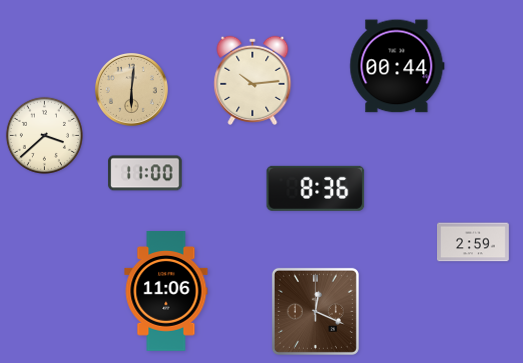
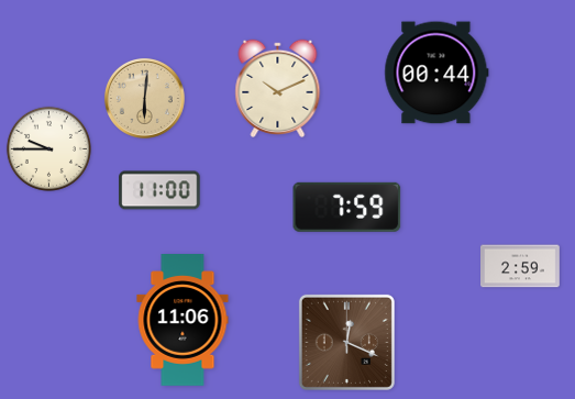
clock at (253, 80): 10:14 -> 10:11
clock at (44, 135): 3:38 -> 9:45
clock at (316, 188): 8:36 -> 7:59
